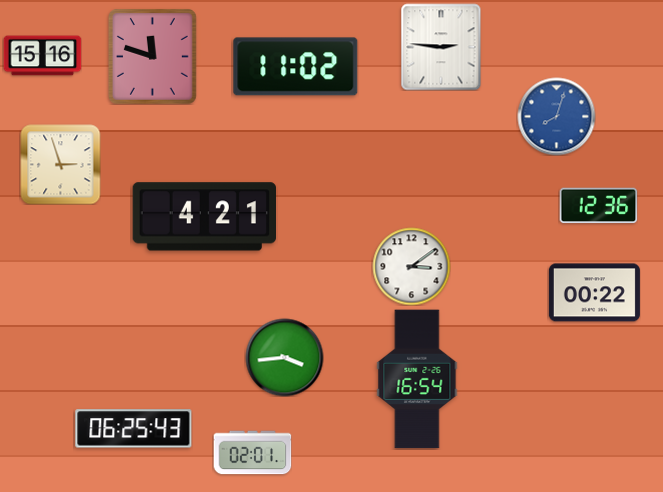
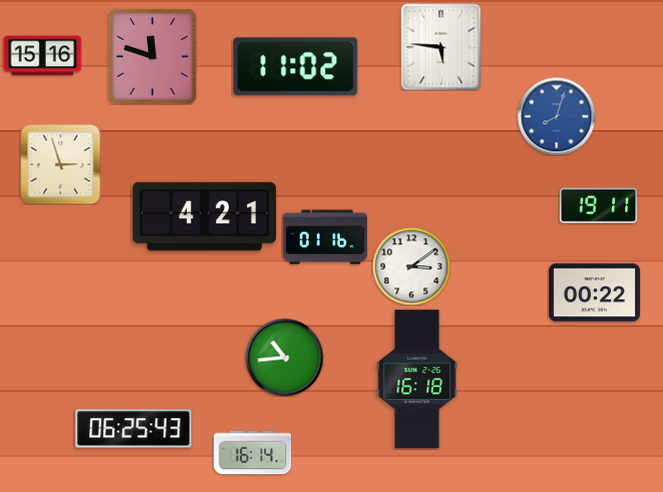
clock at (441, 47): 2:46 -> 5:46
clock at (598, 206): 12:36 -> 19:11
clock at (325, 237): none -> 01:16
clock at (284, 357): 3:44 -> 10:44
clock at (417, 379): 16:54 -> 16:18
clock at (252, 453): 02:01 -> 16:14
